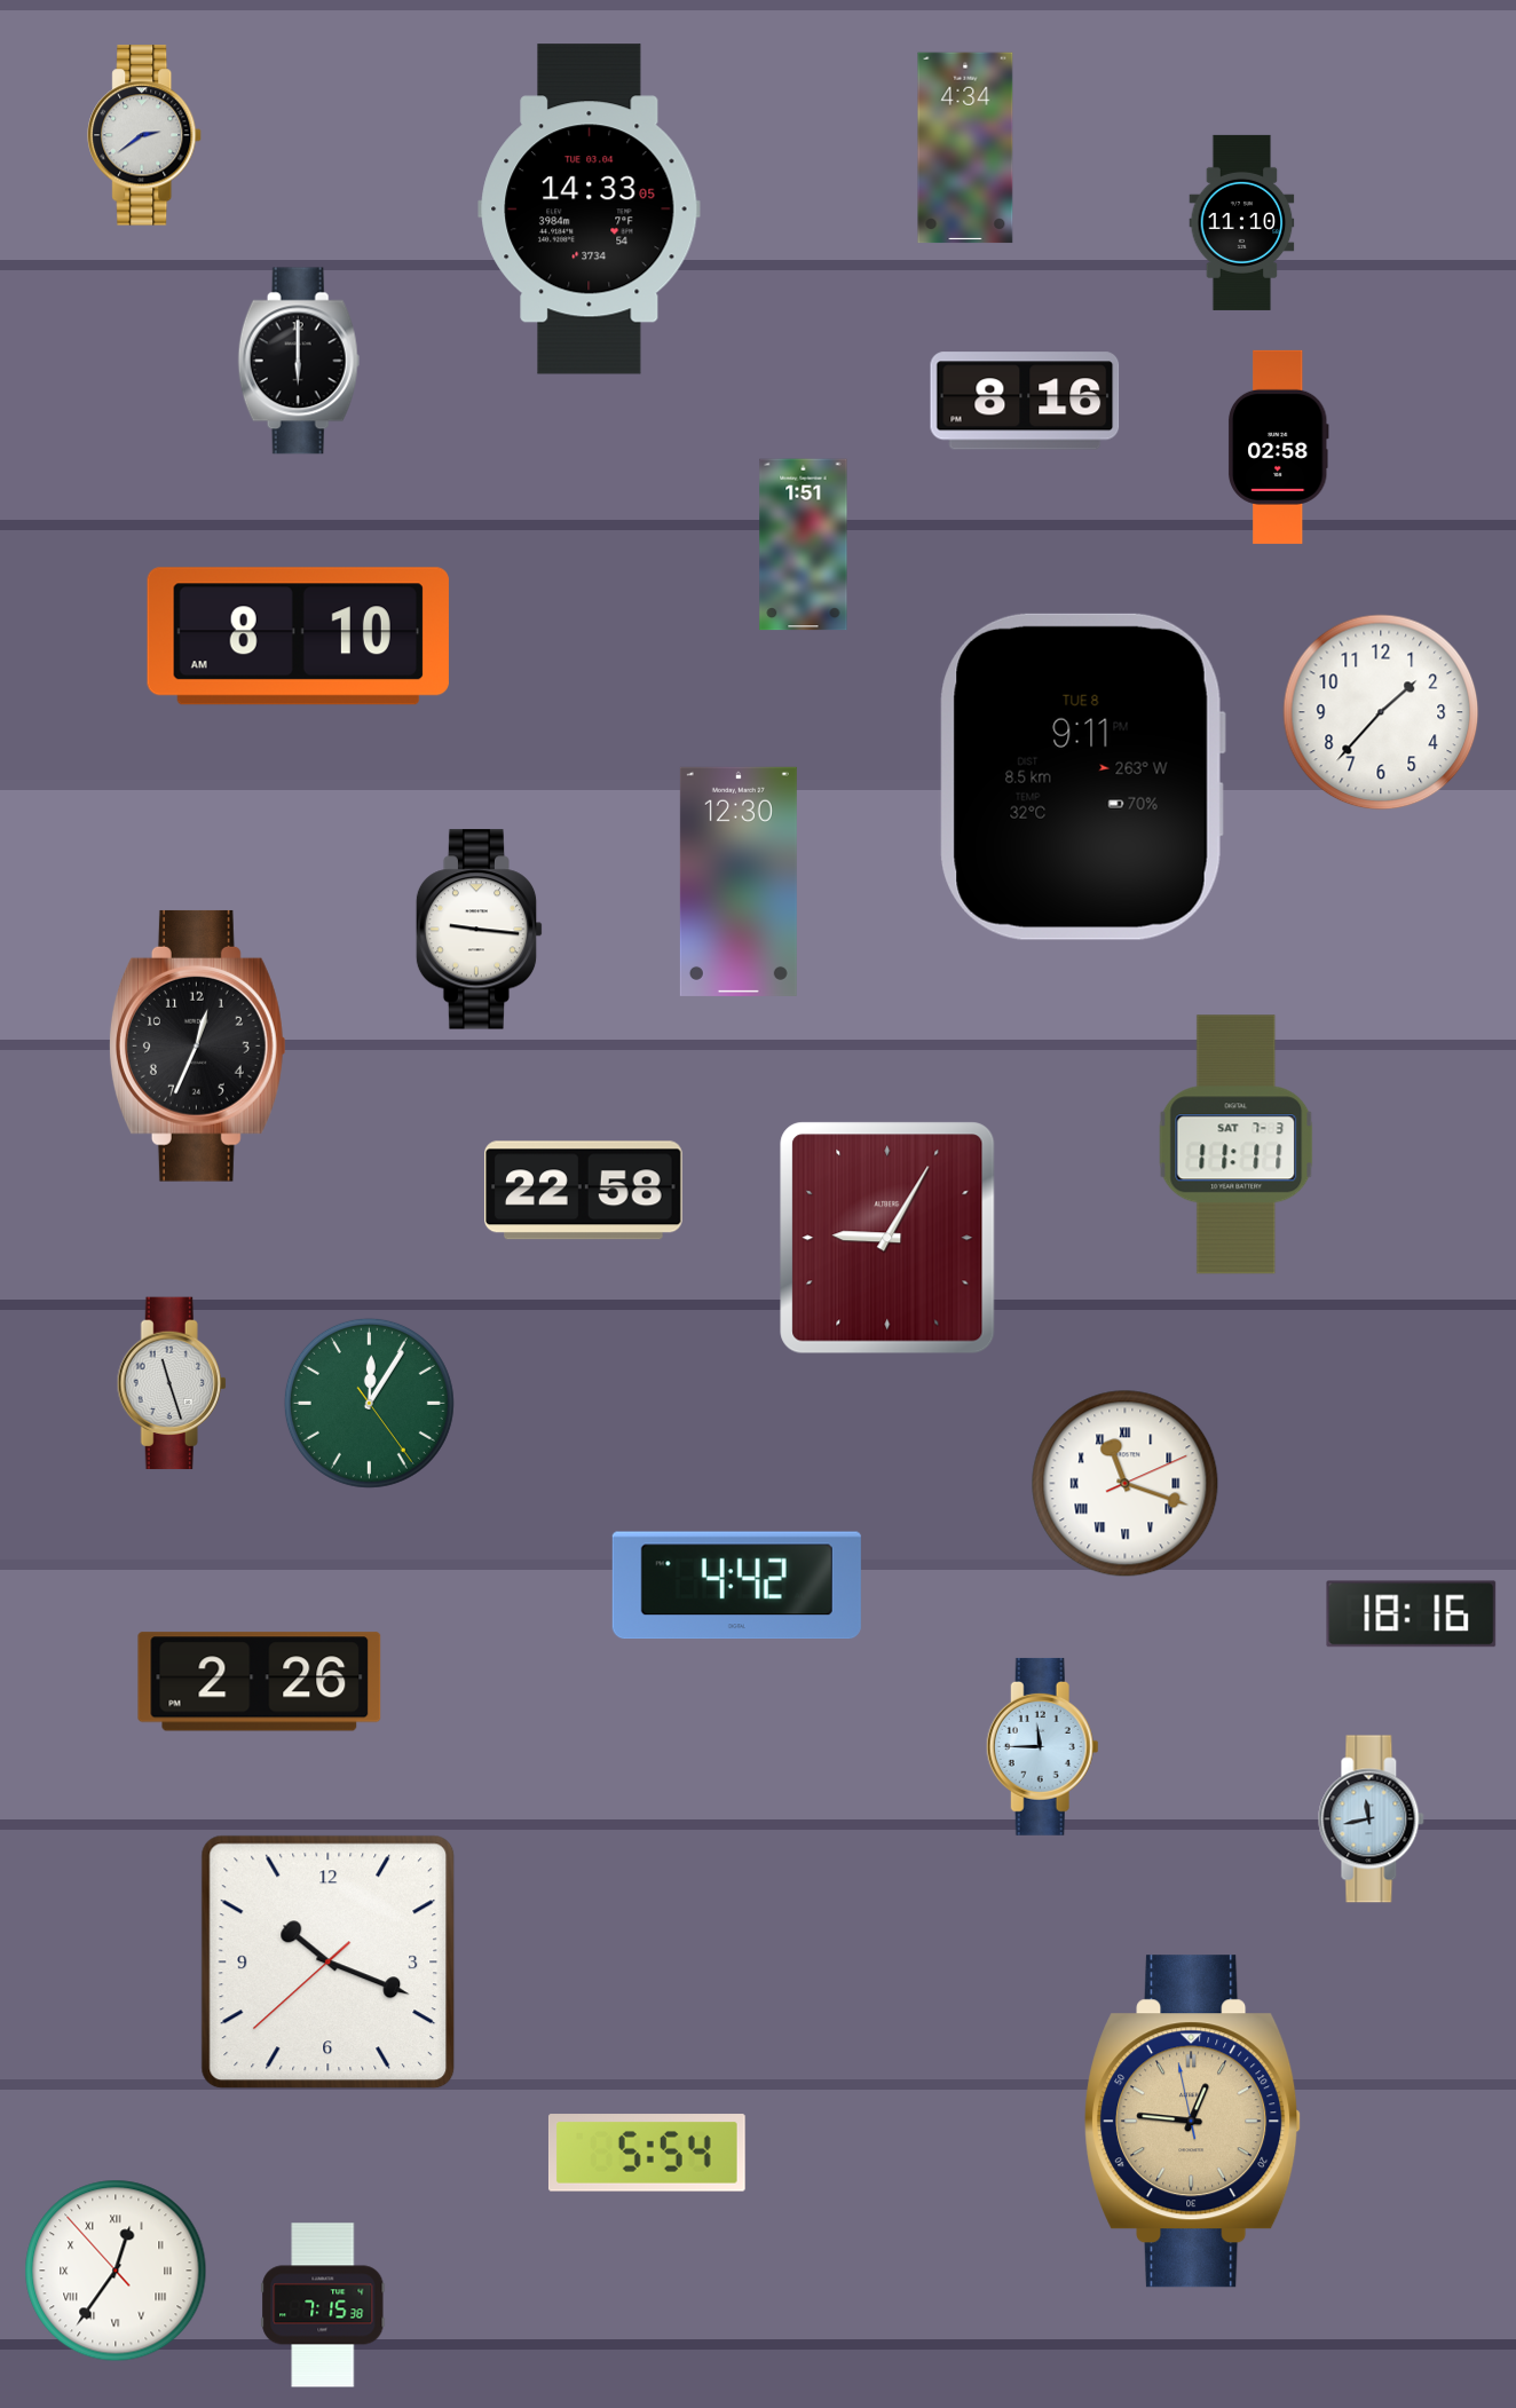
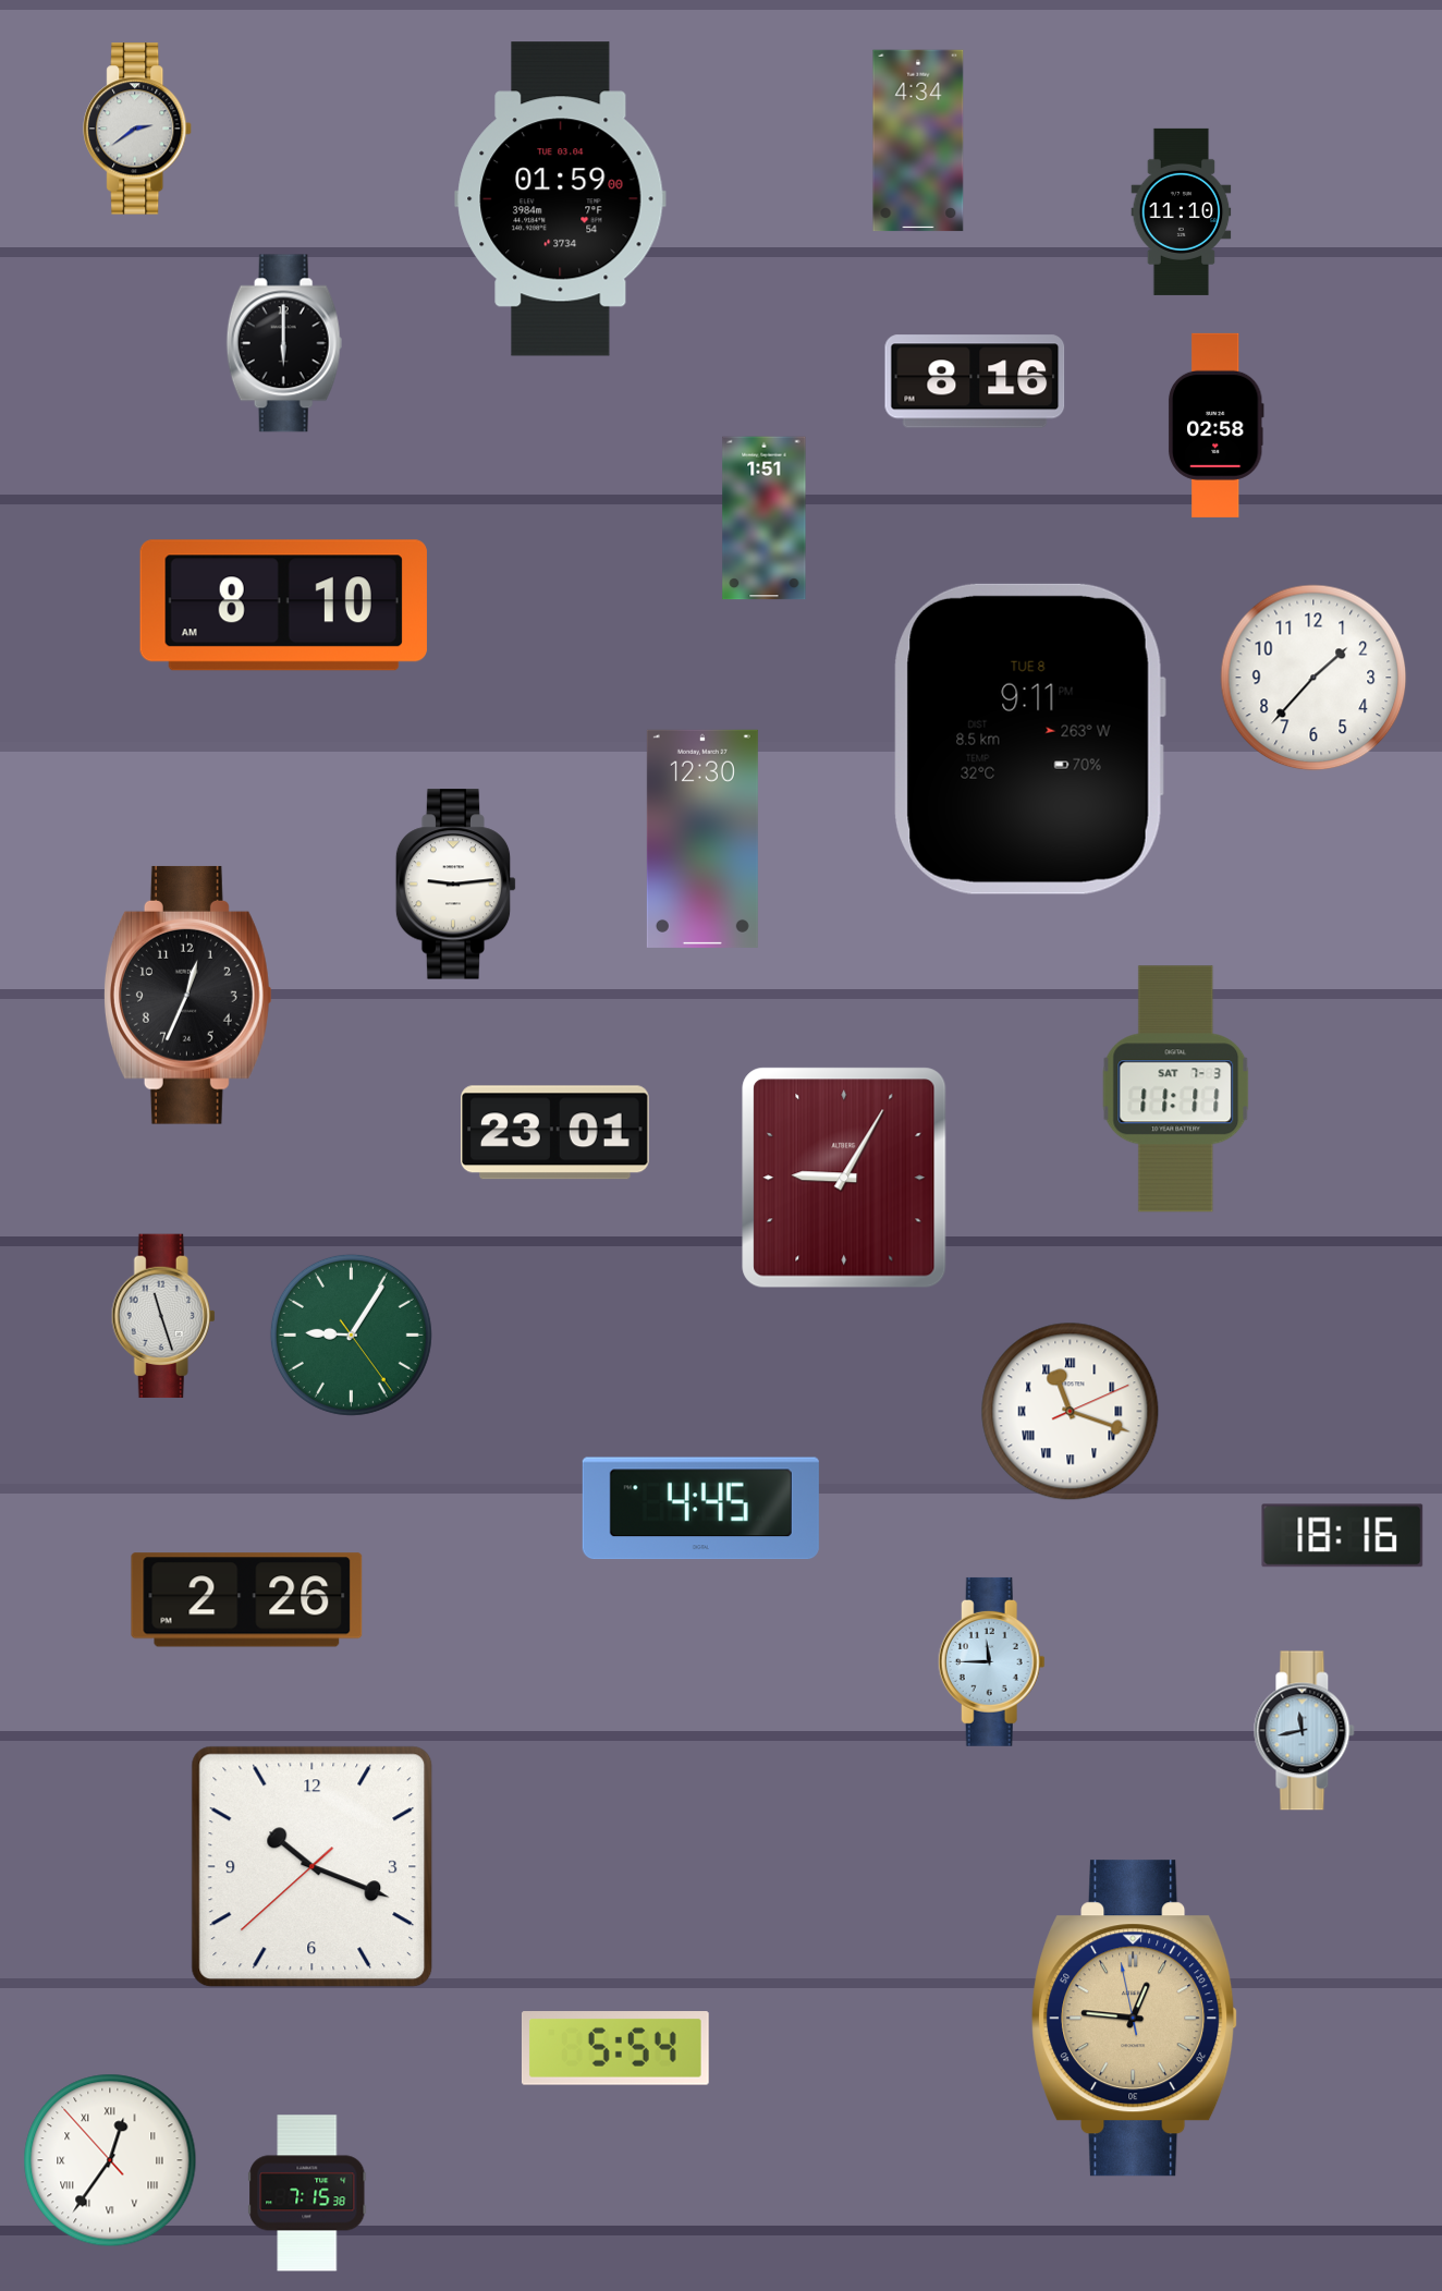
clock at (590, 210): 14:33 -> 01:59
clock at (480, 930): 9:16 -> 9:14
clock at (584, 1191): 22:58 -> 23:01
clock at (369, 1403): 12:05 -> 9:05
clock at (736, 1586): 4:42 -> 4:45
